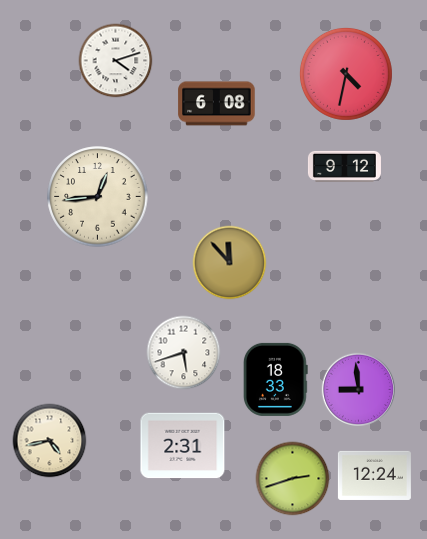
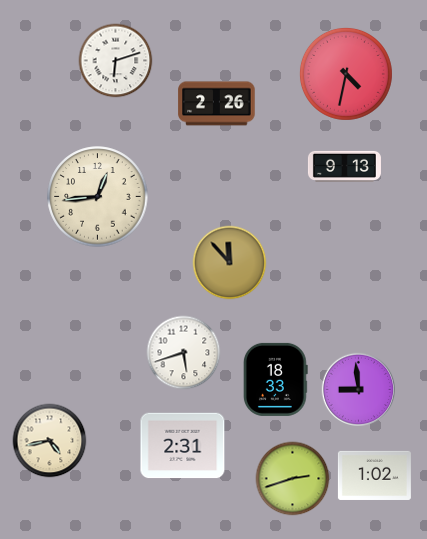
clock at (116, 61): 4:12 -> 6:12
clock at (217, 104): 6:08 -> 2:26
clock at (344, 166): 9:12 -> 9:13
clock at (374, 475): 12:24 -> 1:02
